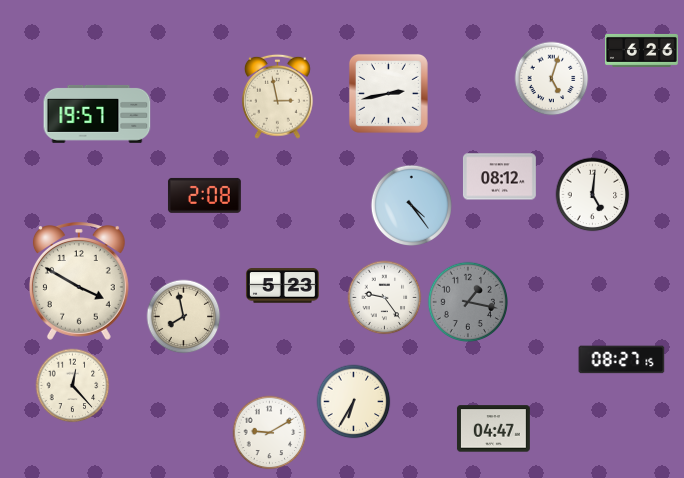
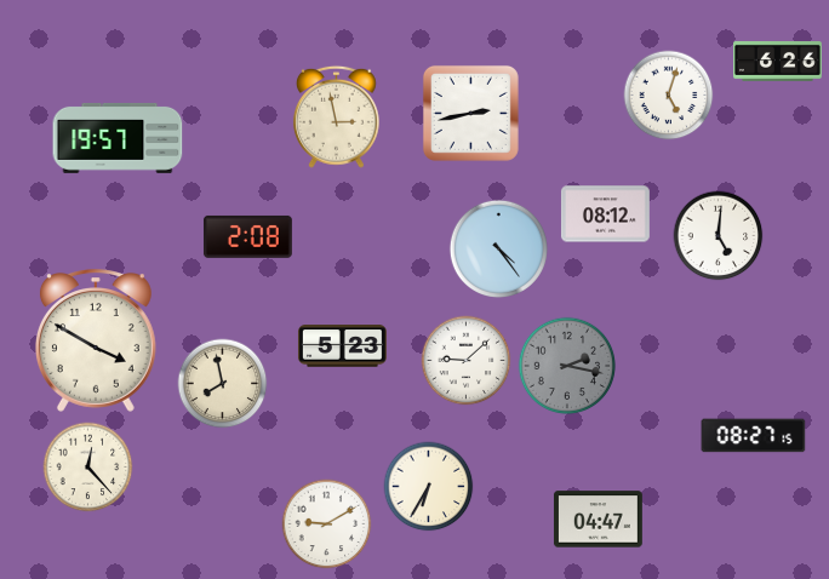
clock at (385, 298): 9:24 -> 9:08
clock at (467, 301): 1:17 -> 2:17
